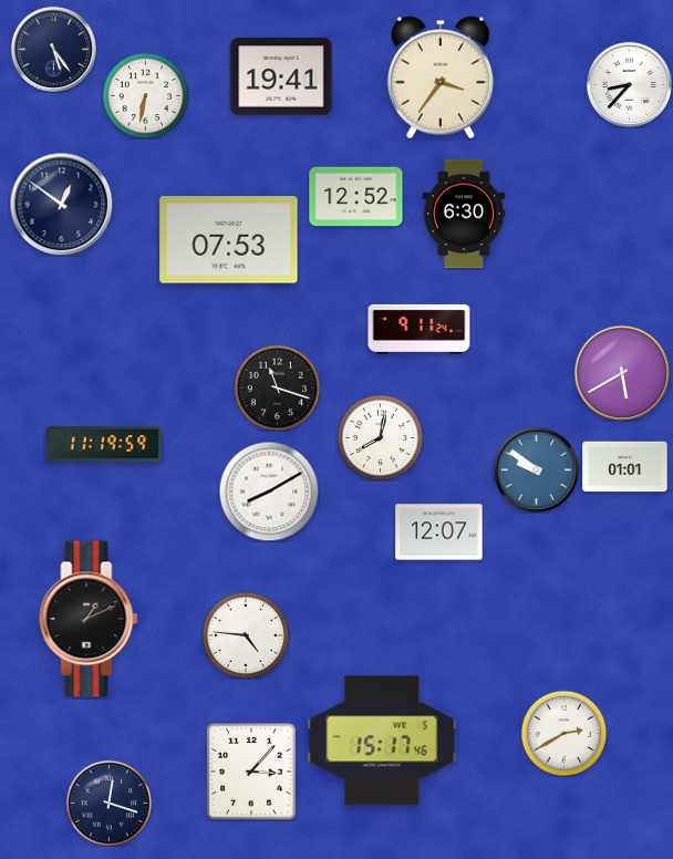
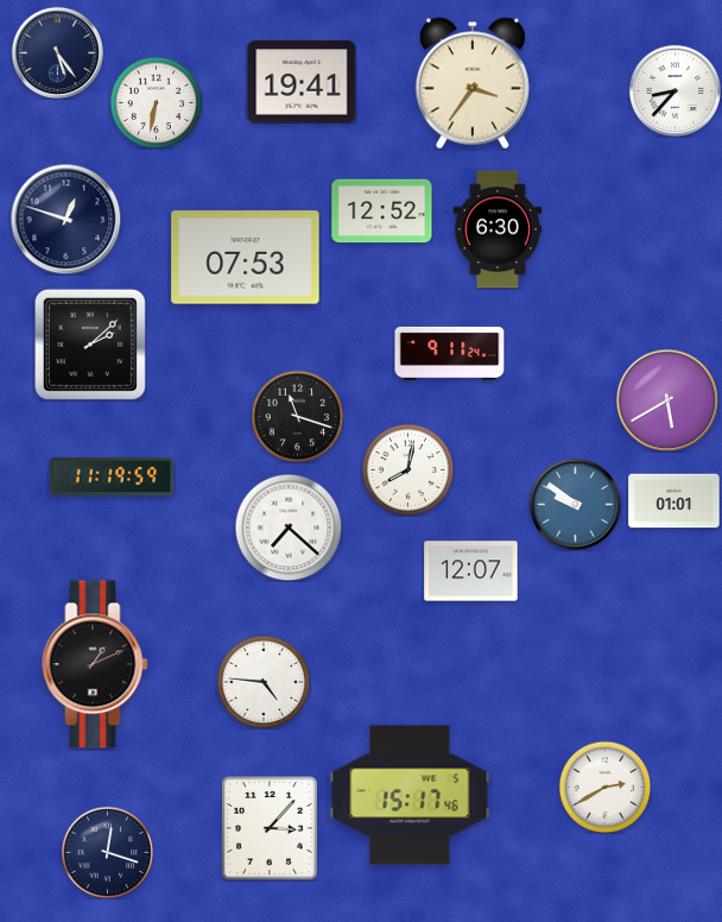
clock at (61, 204): 12:51 -> 12:48
clock at (90, 345): none -> 2:08
clock at (625, 467) position: (625, 467) -> (674, 501)
clock at (269, 491): 8:10 -> 7:22
clock at (108, 803) position: (108, 803) -> (107, 852)
